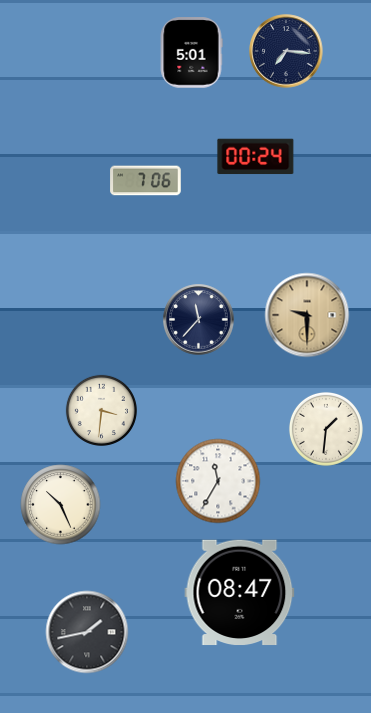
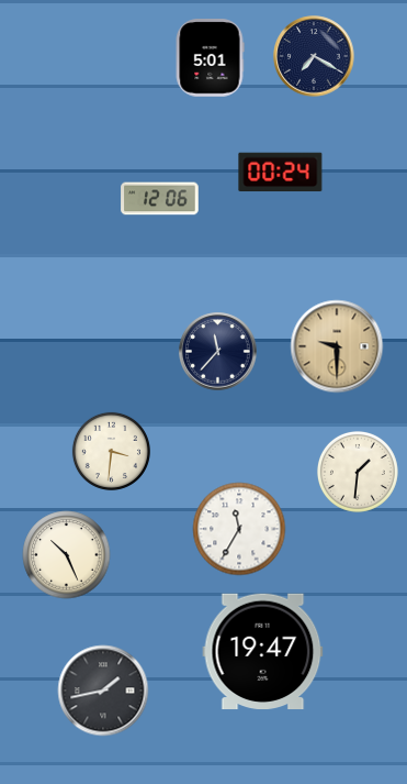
clock at (286, 51): 7:16 -> 7:20
clock at (146, 181): 7:06 -> 12:06
clock at (240, 593): 08:47 -> 19:47
clock at (87, 632) position: (87, 632) -> (103, 691)
